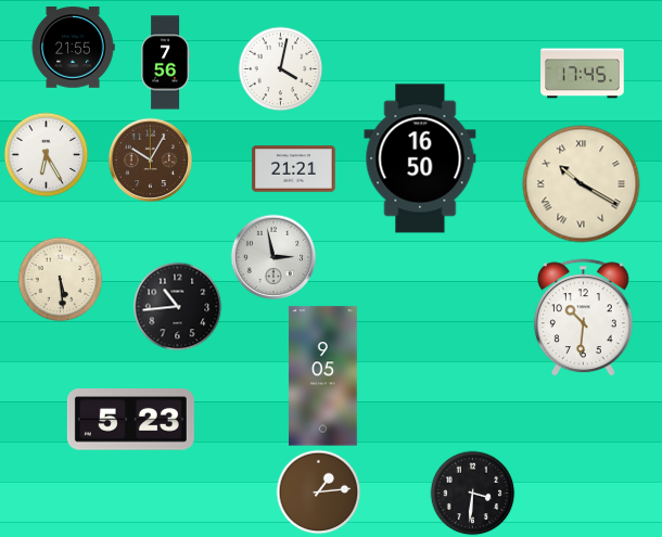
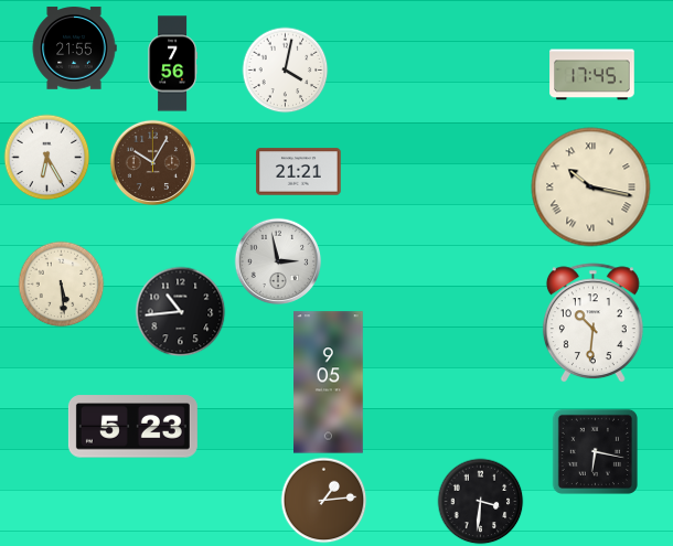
clock at (165, 63) position: (165, 63) -> (172, 64)
clock at (420, 158): 16:50 -> none
clock at (582, 184): 10:20 -> 10:17
clock at (595, 451): none -> 6:17
